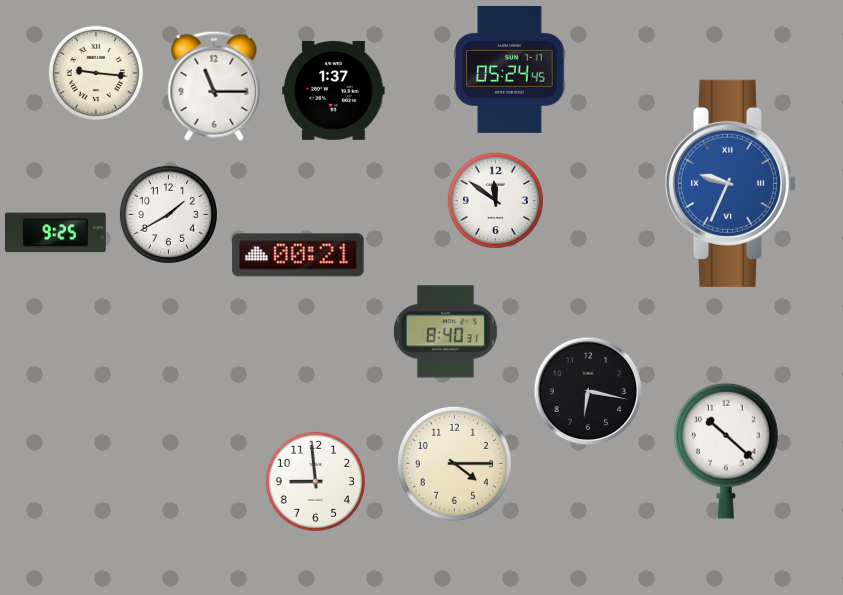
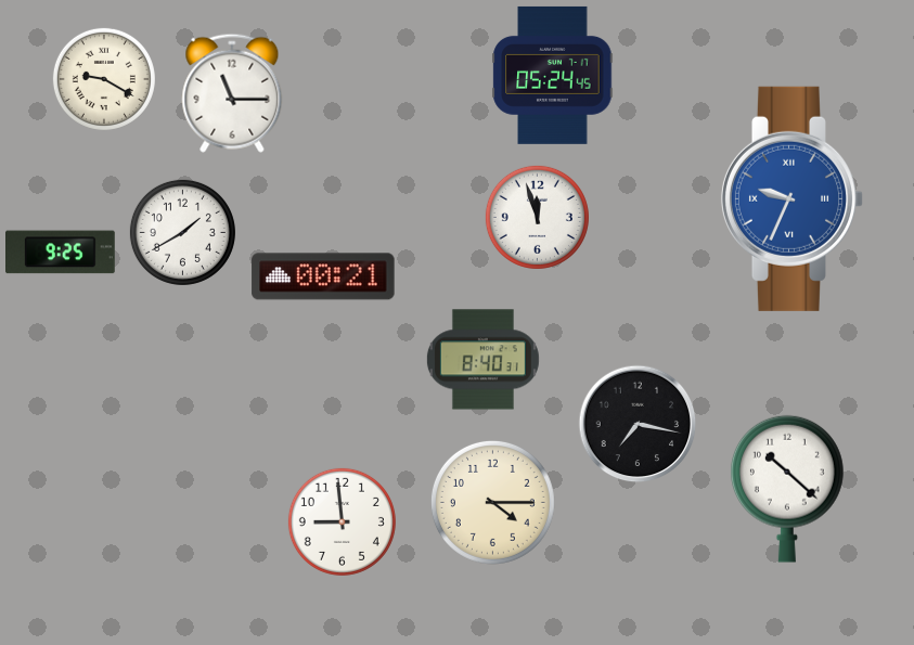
clock at (96, 73): 9:16 -> 9:20
clock at (334, 90): 1:37 -> none
clock at (495, 200): 11:51 -> 11:57
clock at (588, 391): 6:17 -> 7:17
